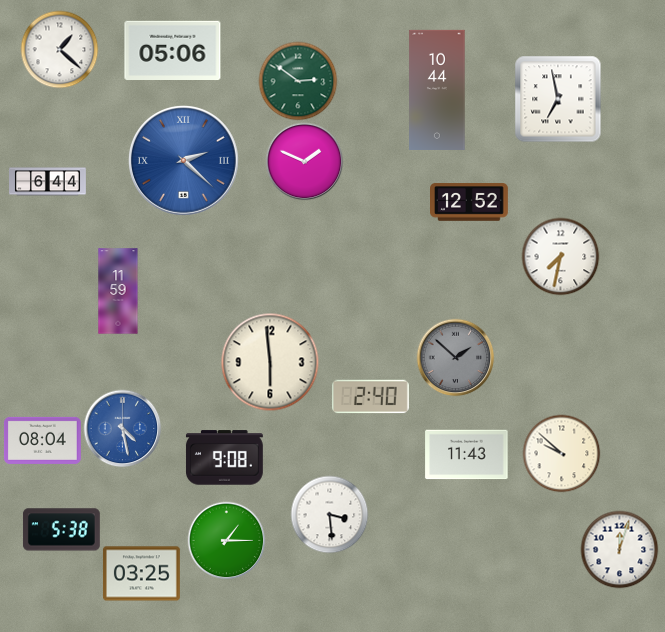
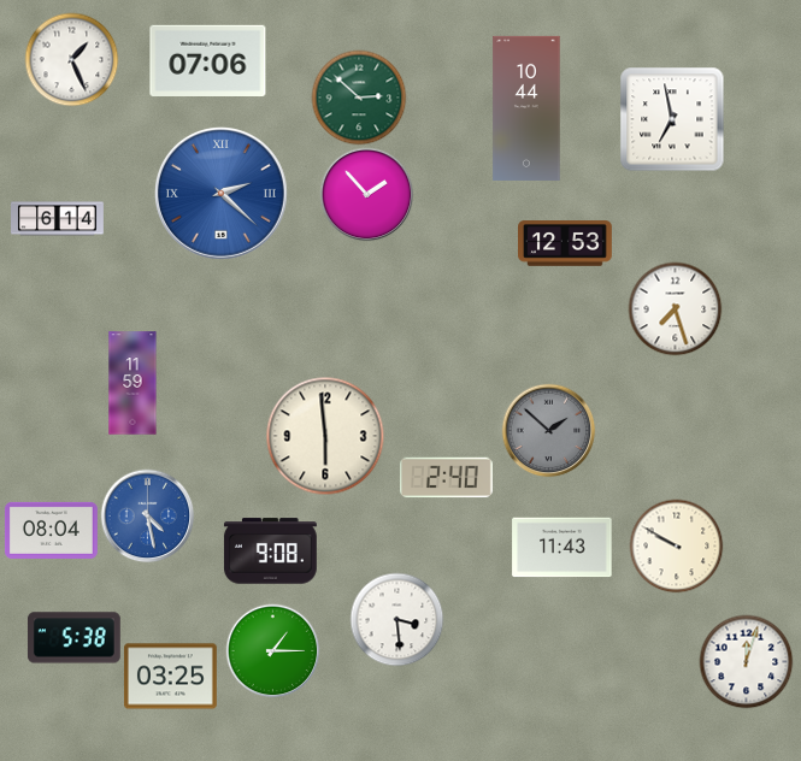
clock at (59, 49): 1:22 -> 1:26
clock at (173, 50): 05:06 -> 07:06
clock at (298, 81): 2:51 -> 2:52
clock at (304, 161): 1:49 -> 1:53
clock at (48, 182): 6:44 -> 6:14
clock at (470, 202): 12:52 -> 12:53
clock at (560, 256): 7:32 -> 7:27
clock at (118, 291) position: (118, 291) -> (132, 383)
clock at (561, 453): 9:52 -> 9:50
clock at (141, 574) position: (141, 574) -> (170, 677)
